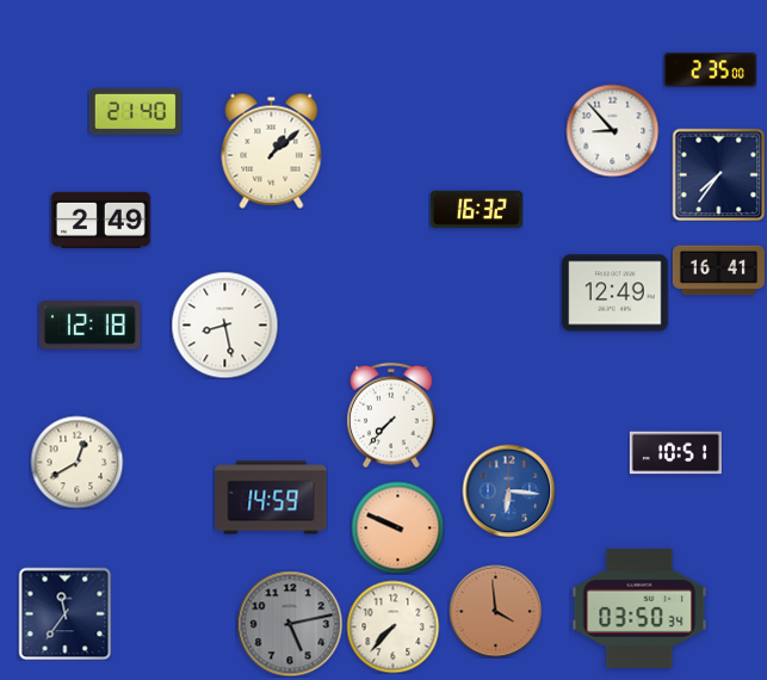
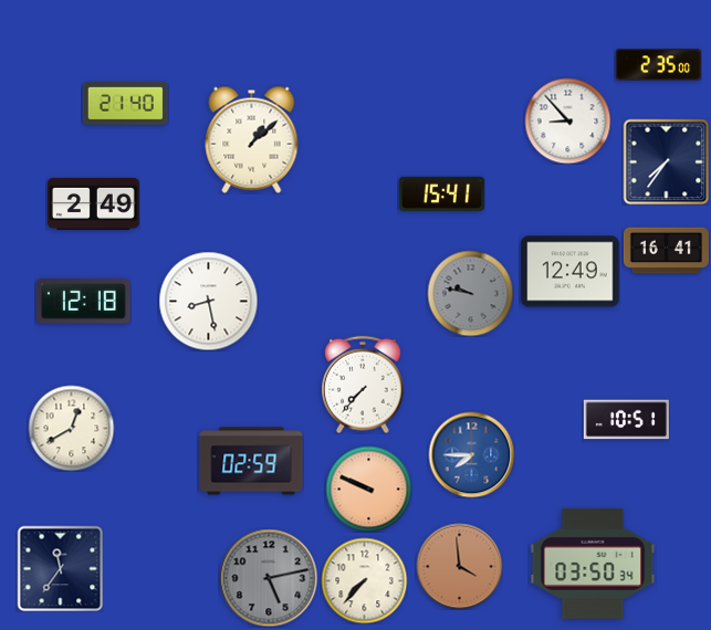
clock at (476, 209): 16:32 -> 15:41
clock at (470, 293): none -> 9:47
clock at (508, 490): 6:16 -> 7:45
clock at (271, 497): 14:59 -> 02:59
